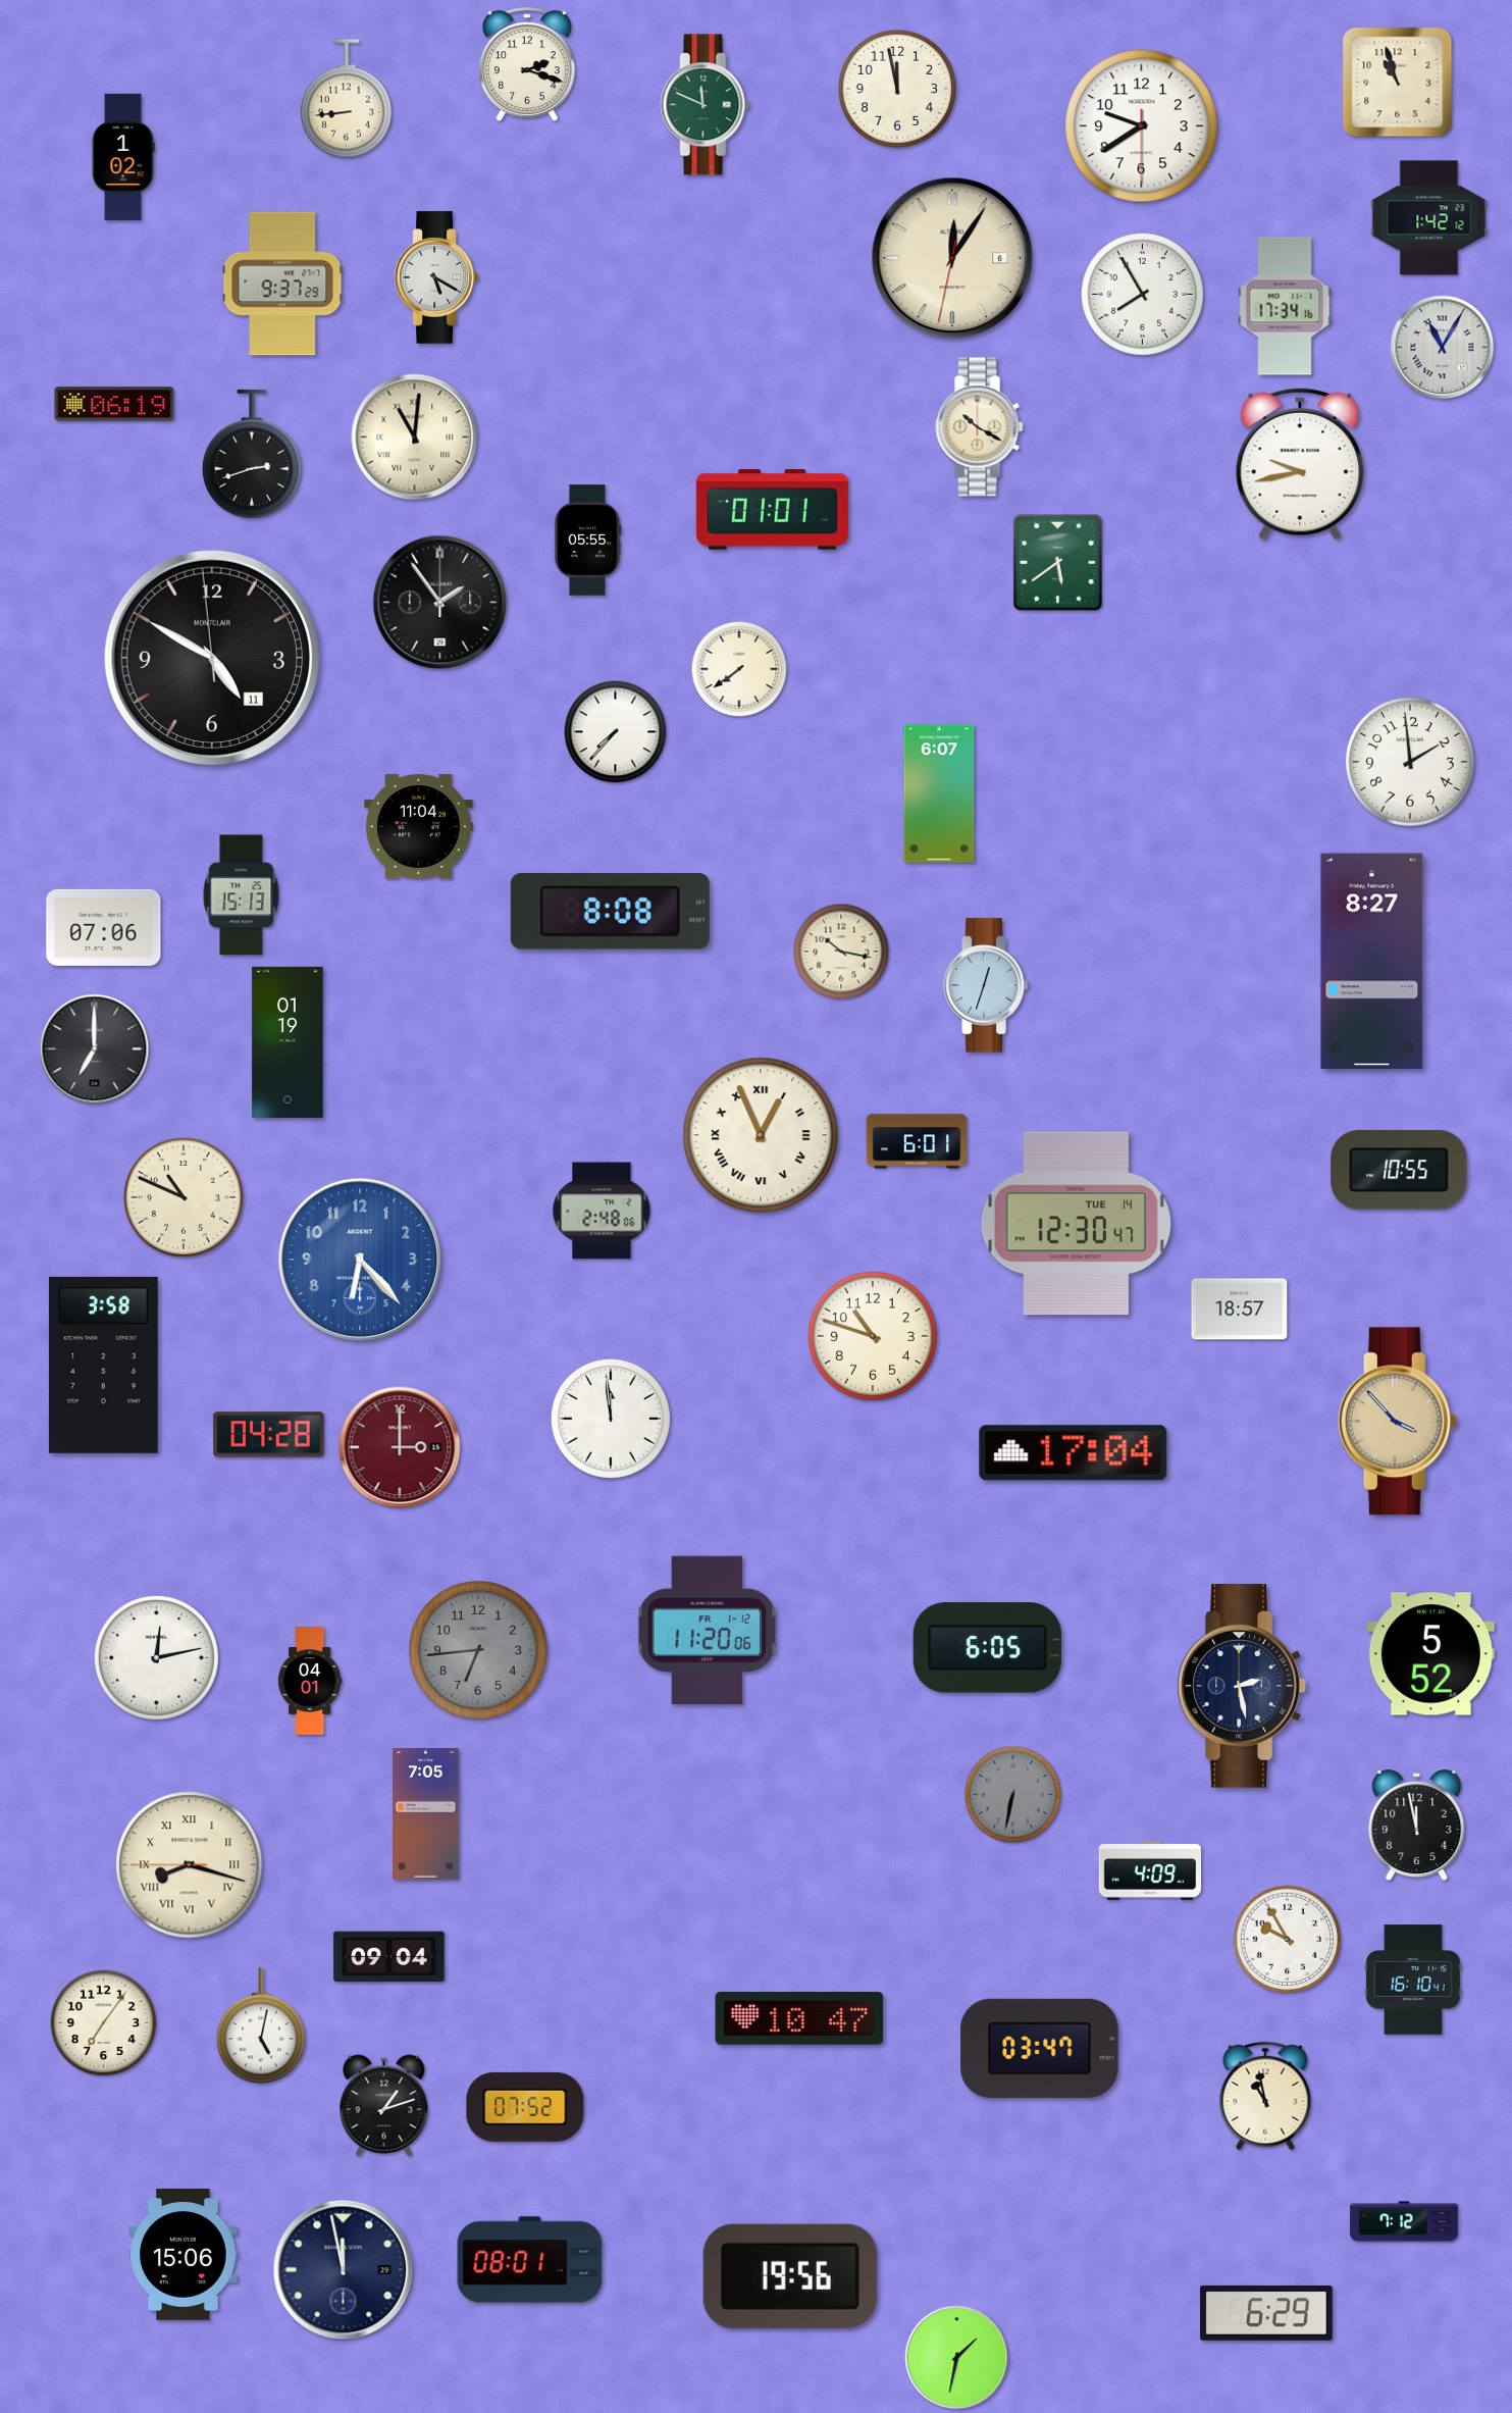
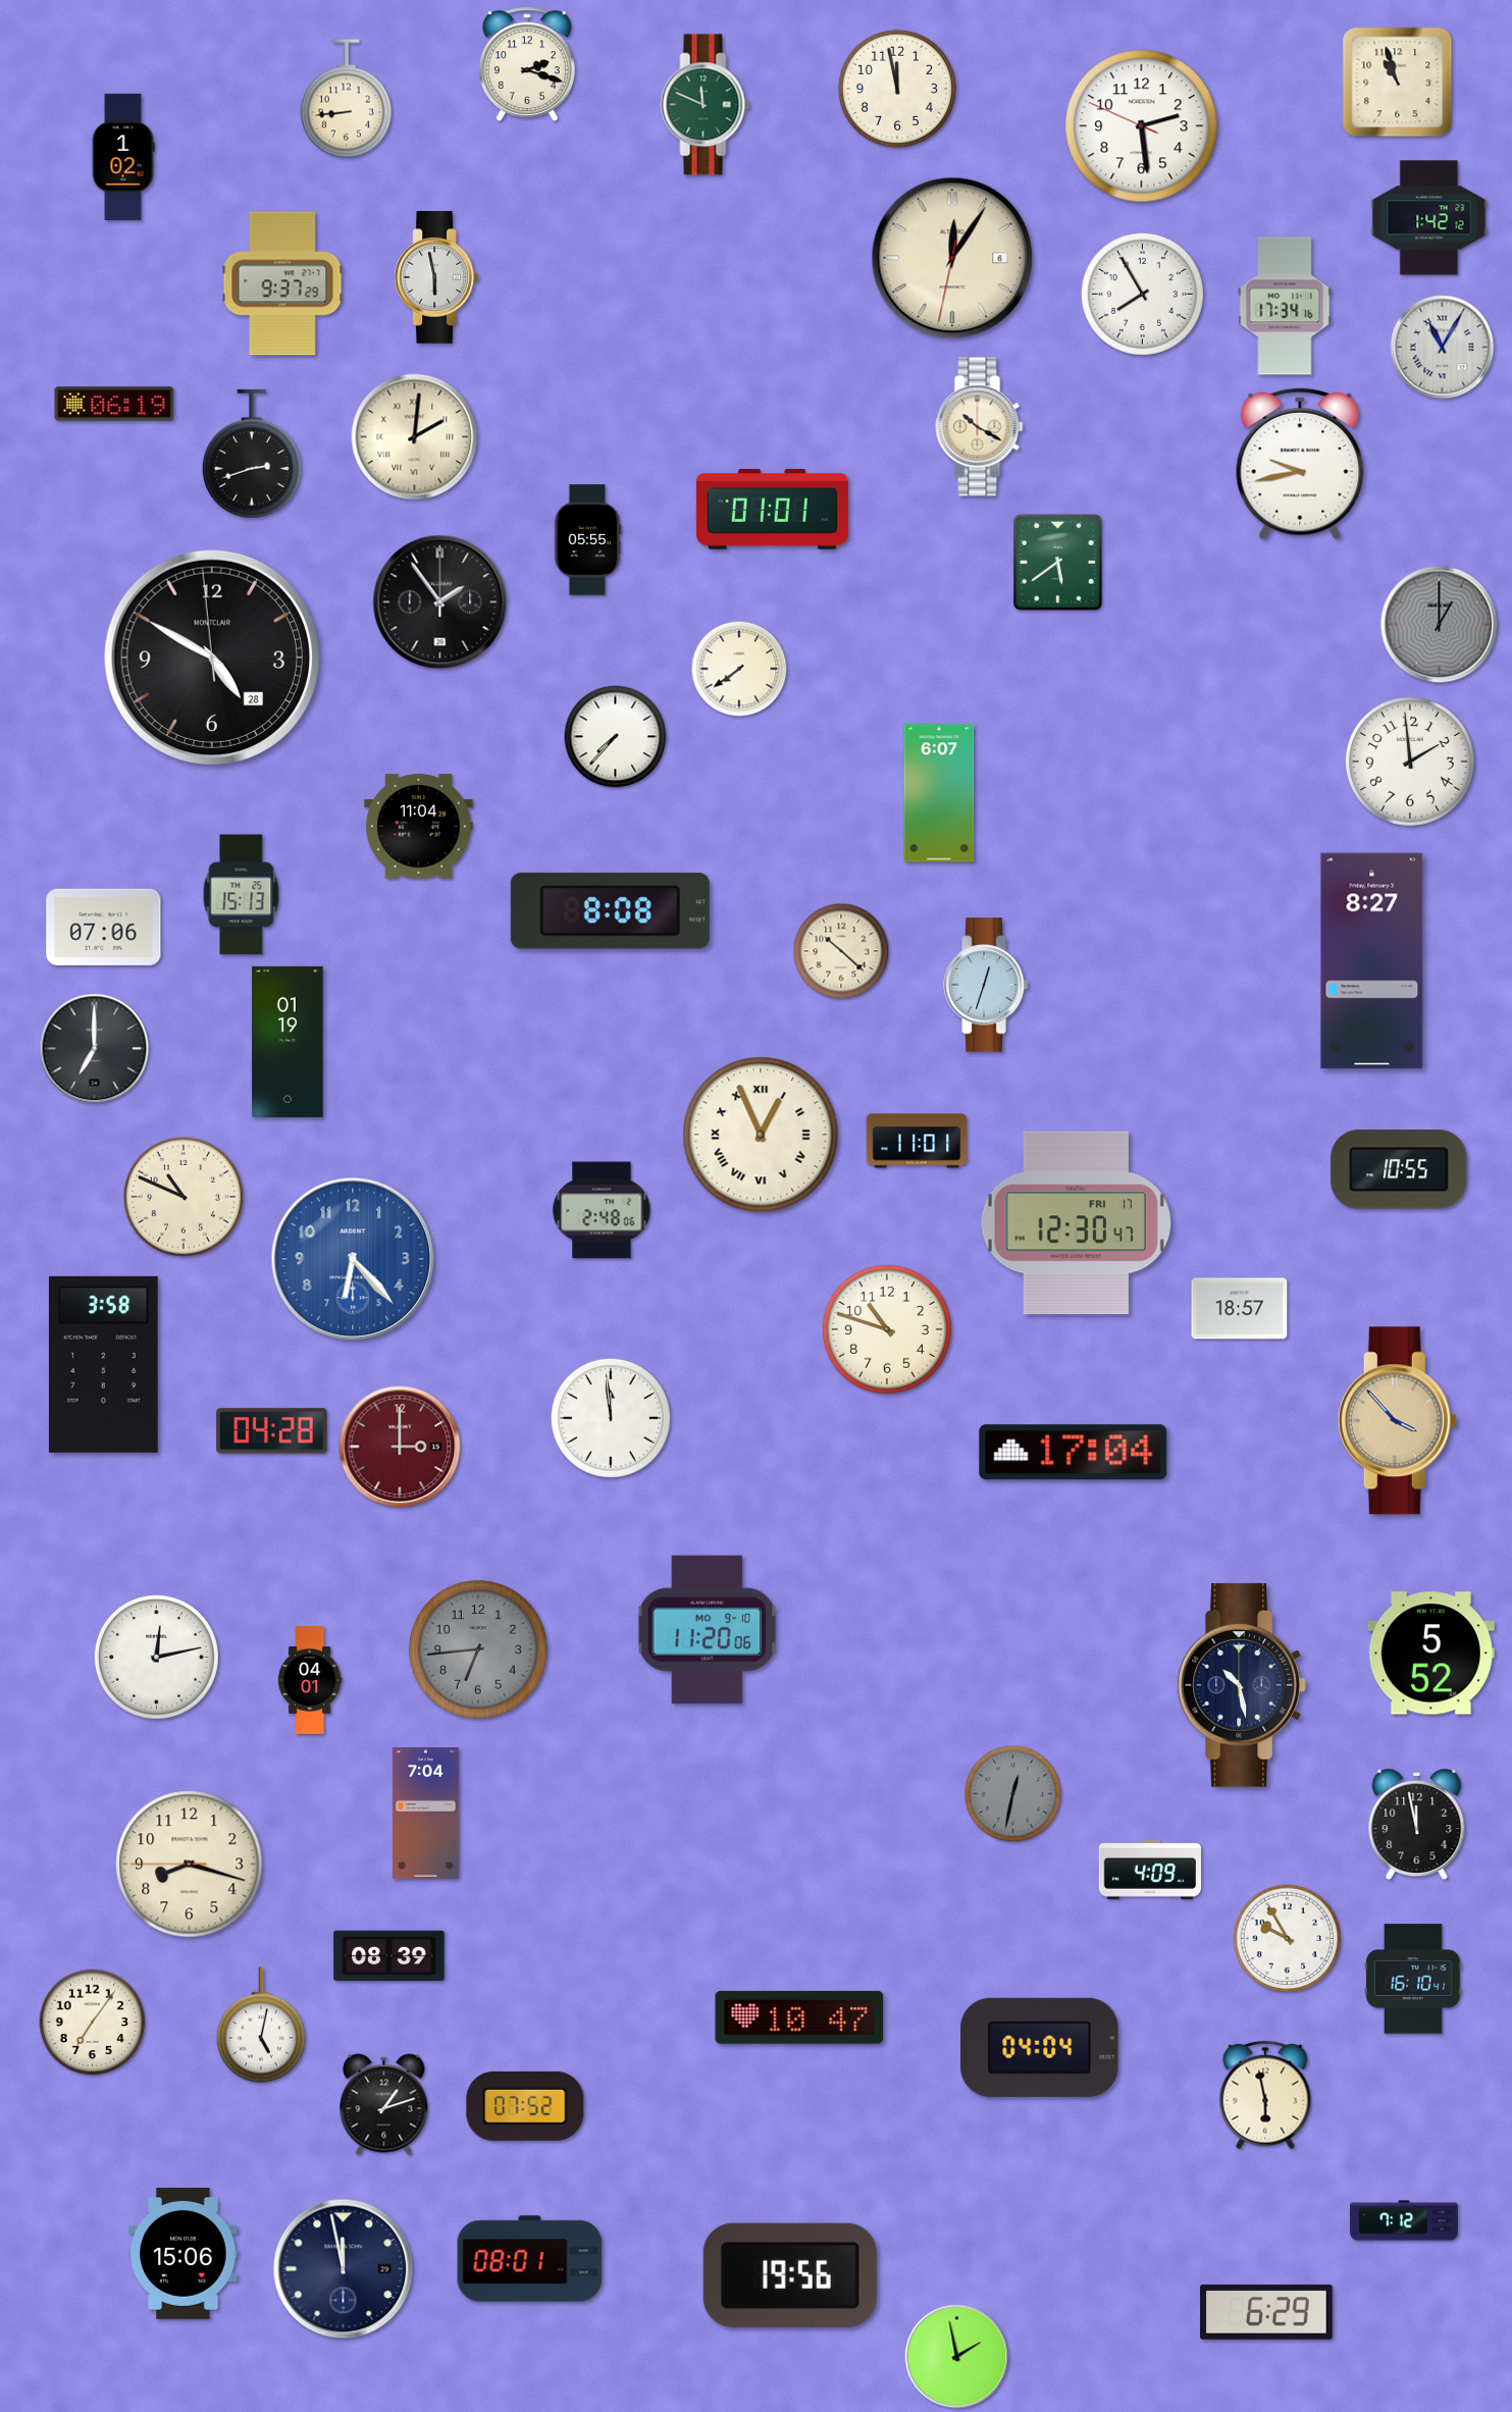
clock at (1142, 126): 9:39 -> 2:28
clock at (435, 277): 5:20 -> 5:58
clock at (415, 438): 11:01 -> 2:01
clock at (1440, 625): none -> 1:00
clock at (212, 658) date: 11 -> 28
clock at (616, 732) position: (616, 732) -> (616, 737)
clock at (841, 952): 10:17 -> 10:22
clock at (917, 1141): 6:01 -> 11:01
clock at (1076, 1224) date: TUE 14 -> FRI 17
clock at (360, 1260) position: (360, 1260) -> (353, 1259)
clock at (873, 1336) position: (873, 1336) -> (887, 1329)
clock at (269, 1435) position: (269, 1435) -> (272, 1431)
clock at (708, 1630) date: FR 1-12 -> MO 9-10
clock at (987, 1648): 6:05 -> none
clock at (1242, 1686): 2:28 -> 10:28
clock at (1013, 1795): 6:32 -> 12:32
clock at (426, 1814): 7:05 -> 7:04
clock at (190, 1865) numerals: Roman -> Arabic
clock at (389, 1957): 09:04 -> 08:39
clock at (104, 2023) position: (104, 2023) -> (93, 2023)
clock at (1040, 2048): 03:47 -> 04:04
clock at (1265, 2096): 10:58 -> 5:58
clock at (957, 2358): 1:32 -> 1:58
